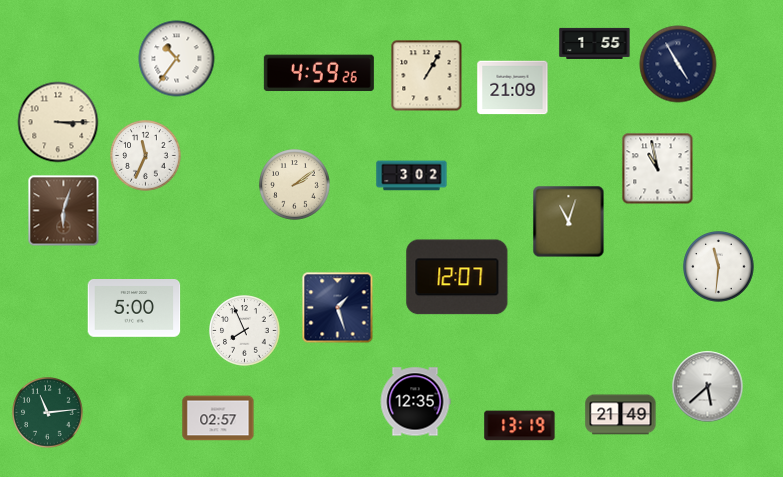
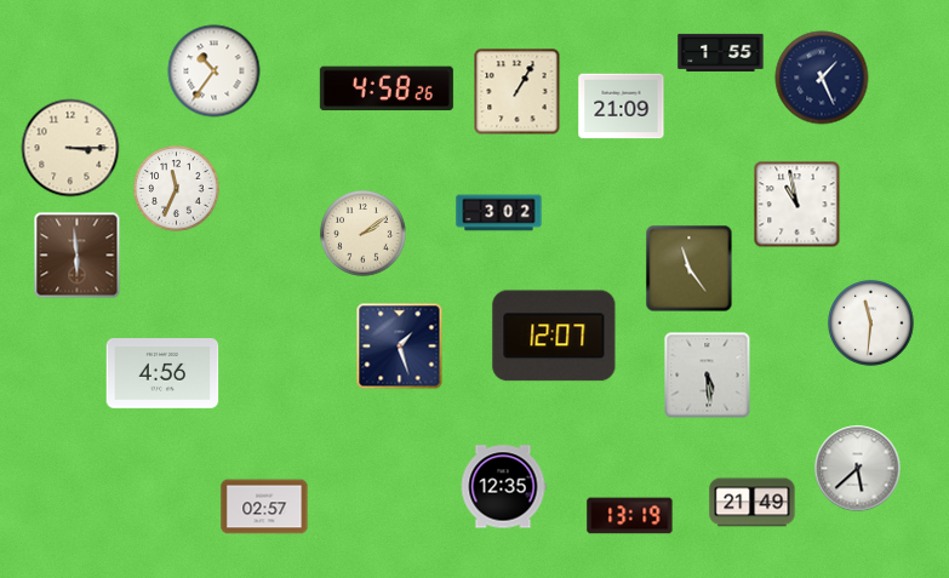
clock at (678, 64): 4:55 -> 1:26
clock at (319, 73): 4:59 -> 4:58
clock at (295, 185) position: (295, 185) -> (364, 234)
clock at (64, 211): 6:03 -> 5:59
clock at (569, 222): 11:03 -> 11:24
clock at (338, 308) position: (338, 308) -> (400, 347)
clock at (134, 309): 5:00 -> 4:56
clock at (708, 376): none -> 5:29
clock at (245, 331): 7:56 -> none
clock at (48, 413): 11:14 -> none
